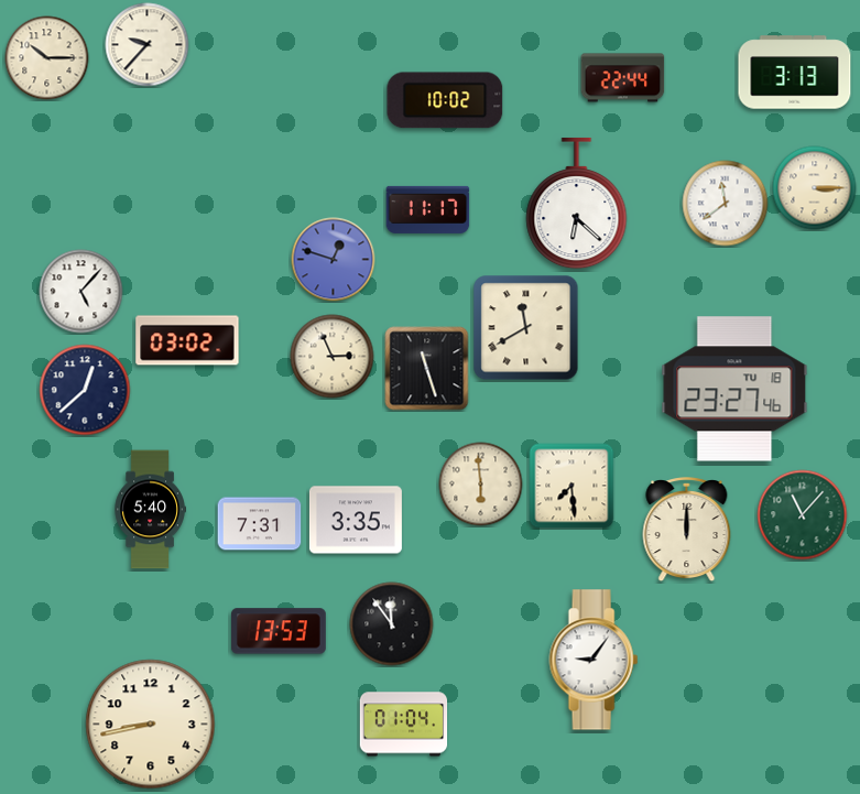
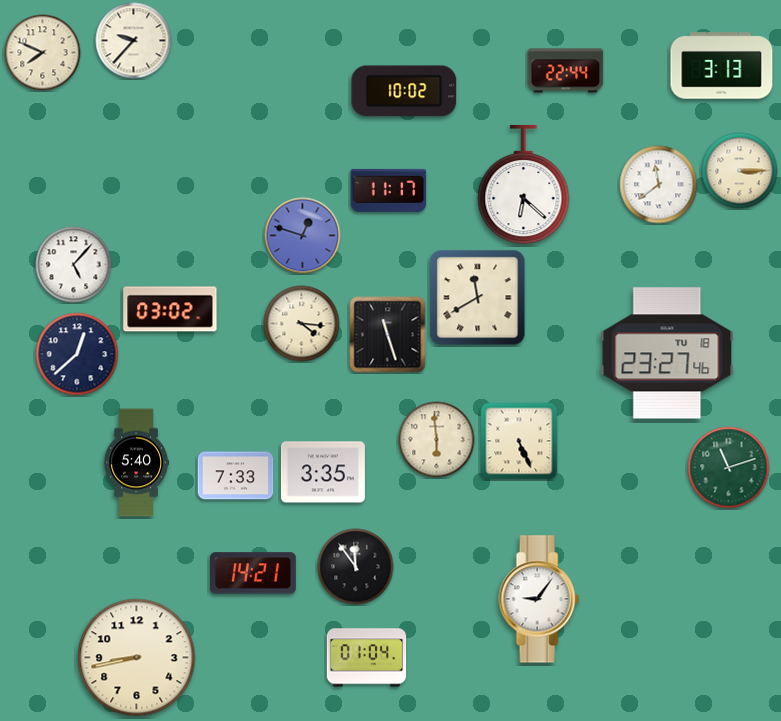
clock at (47, 58): 10:15 -> 7:49
clock at (333, 357): 2:56 -> 4:16
clock at (571, 486): 7:29 -> 5:26
clock at (803, 515): 11:07 -> 11:12
clock at (260, 524): 7:31 -> 7:33
clock at (687, 531): 12:00 -> none
clock at (279, 631): 13:53 -> 14:21
